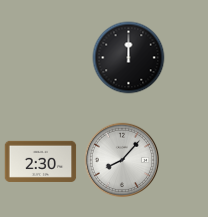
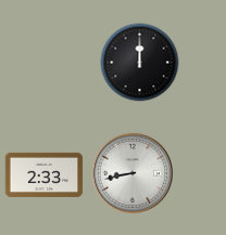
clock at (122, 160): 8:07 -> 8:43
clock at (41, 161): 2:30 -> 2:33
